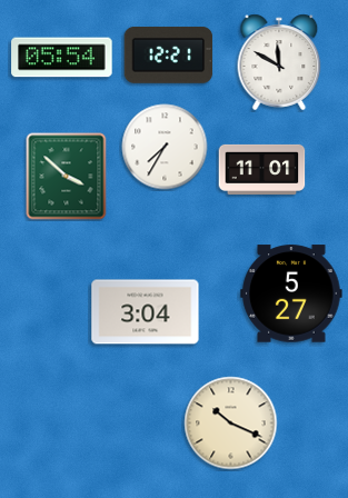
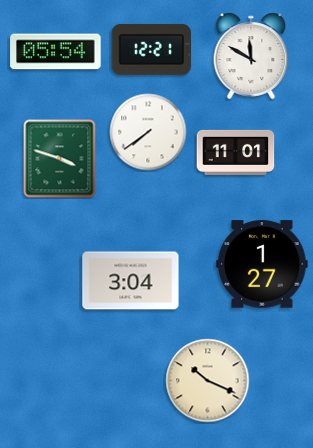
clock at (165, 147): 7:35 -> 7:39
clock at (67, 177): 3:52 -> 3:48
clock at (291, 293): 5:27 -> 1:27
